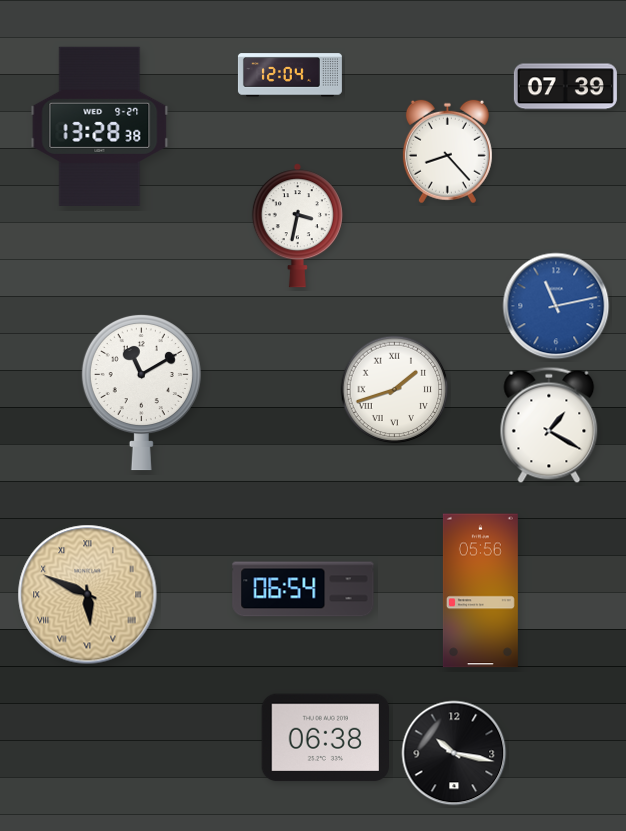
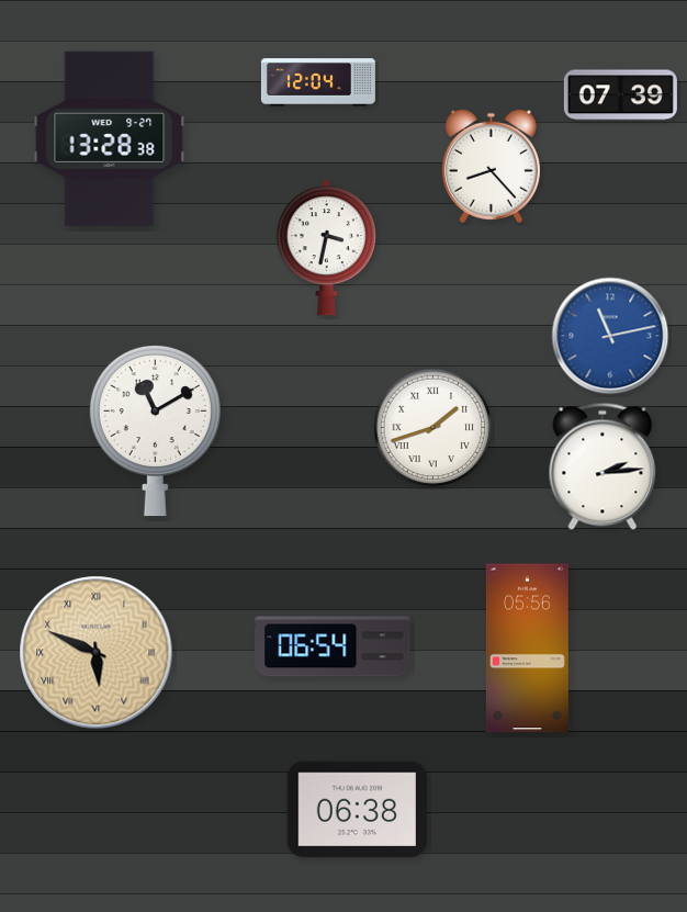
clock at (549, 425): 1:20 -> 2:14
clock at (454, 753): 10:17 -> none
